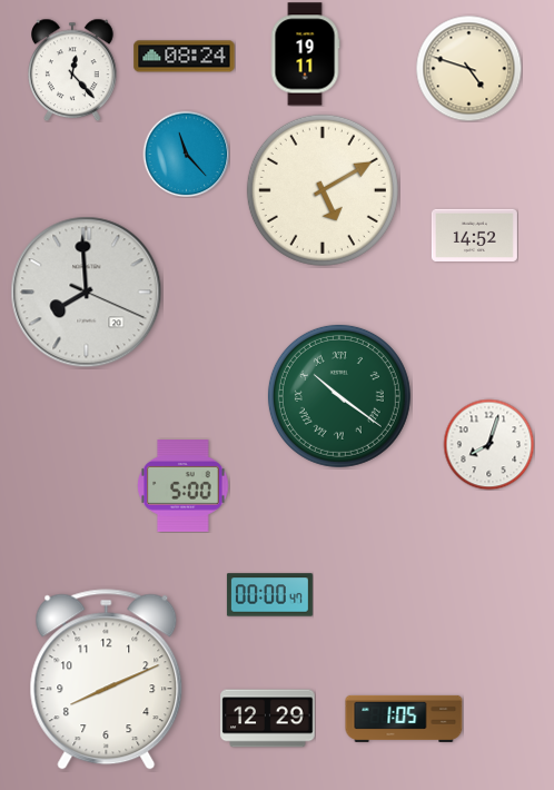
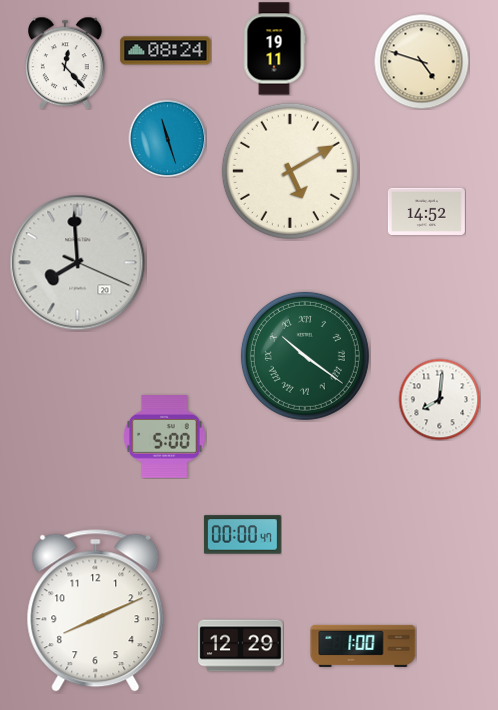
clock at (186, 154): 11:23 -> 11:27
clock at (488, 444): 8:03 -> 8:01
clock at (404, 719): 1:05 -> 1:00
